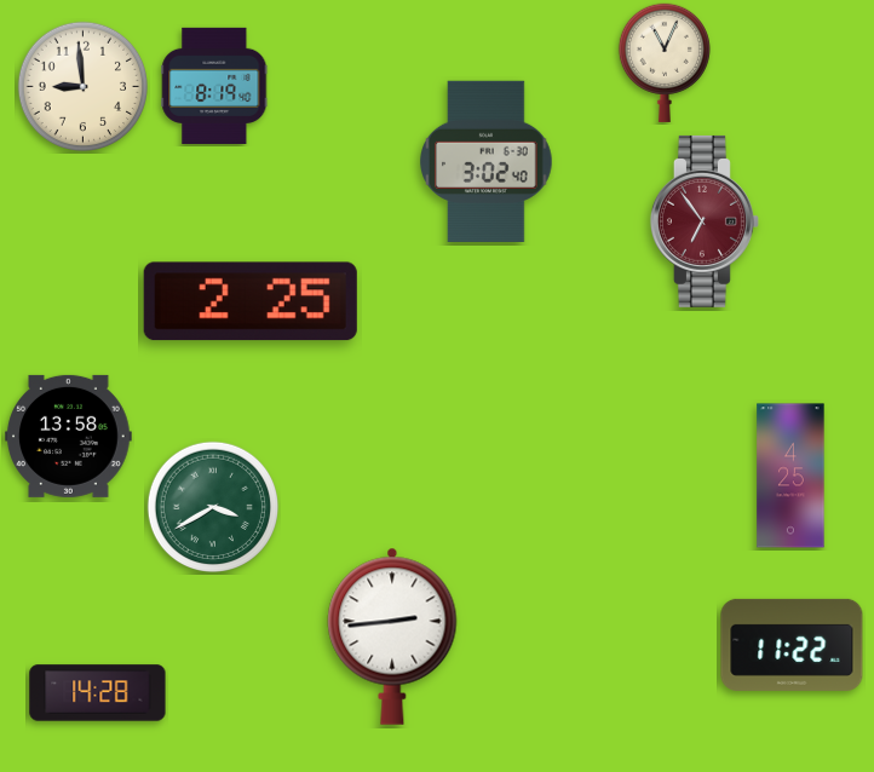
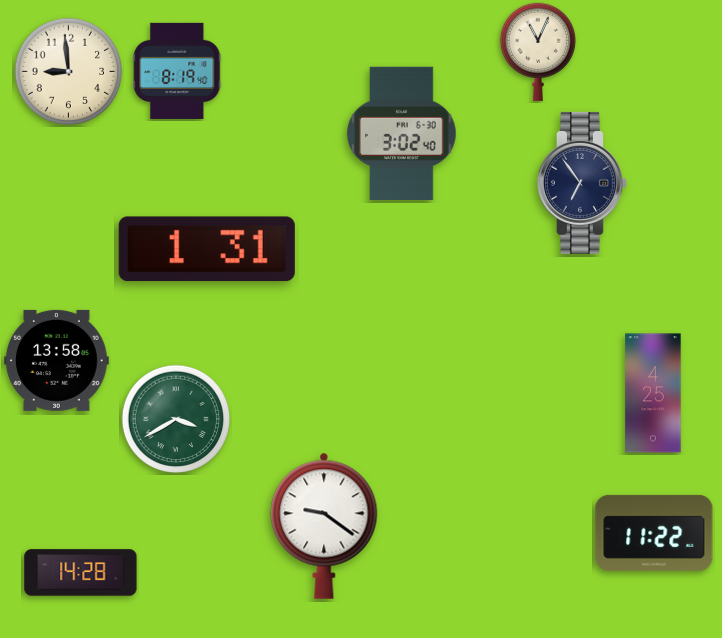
clock at (665, 63) position: (665, 63) -> (538, 52)
clock at (705, 221) dial: burgundy -> navy
clock at (251, 301): 2:25 -> 1:31
clock at (392, 636): 2:44 -> 9:21
